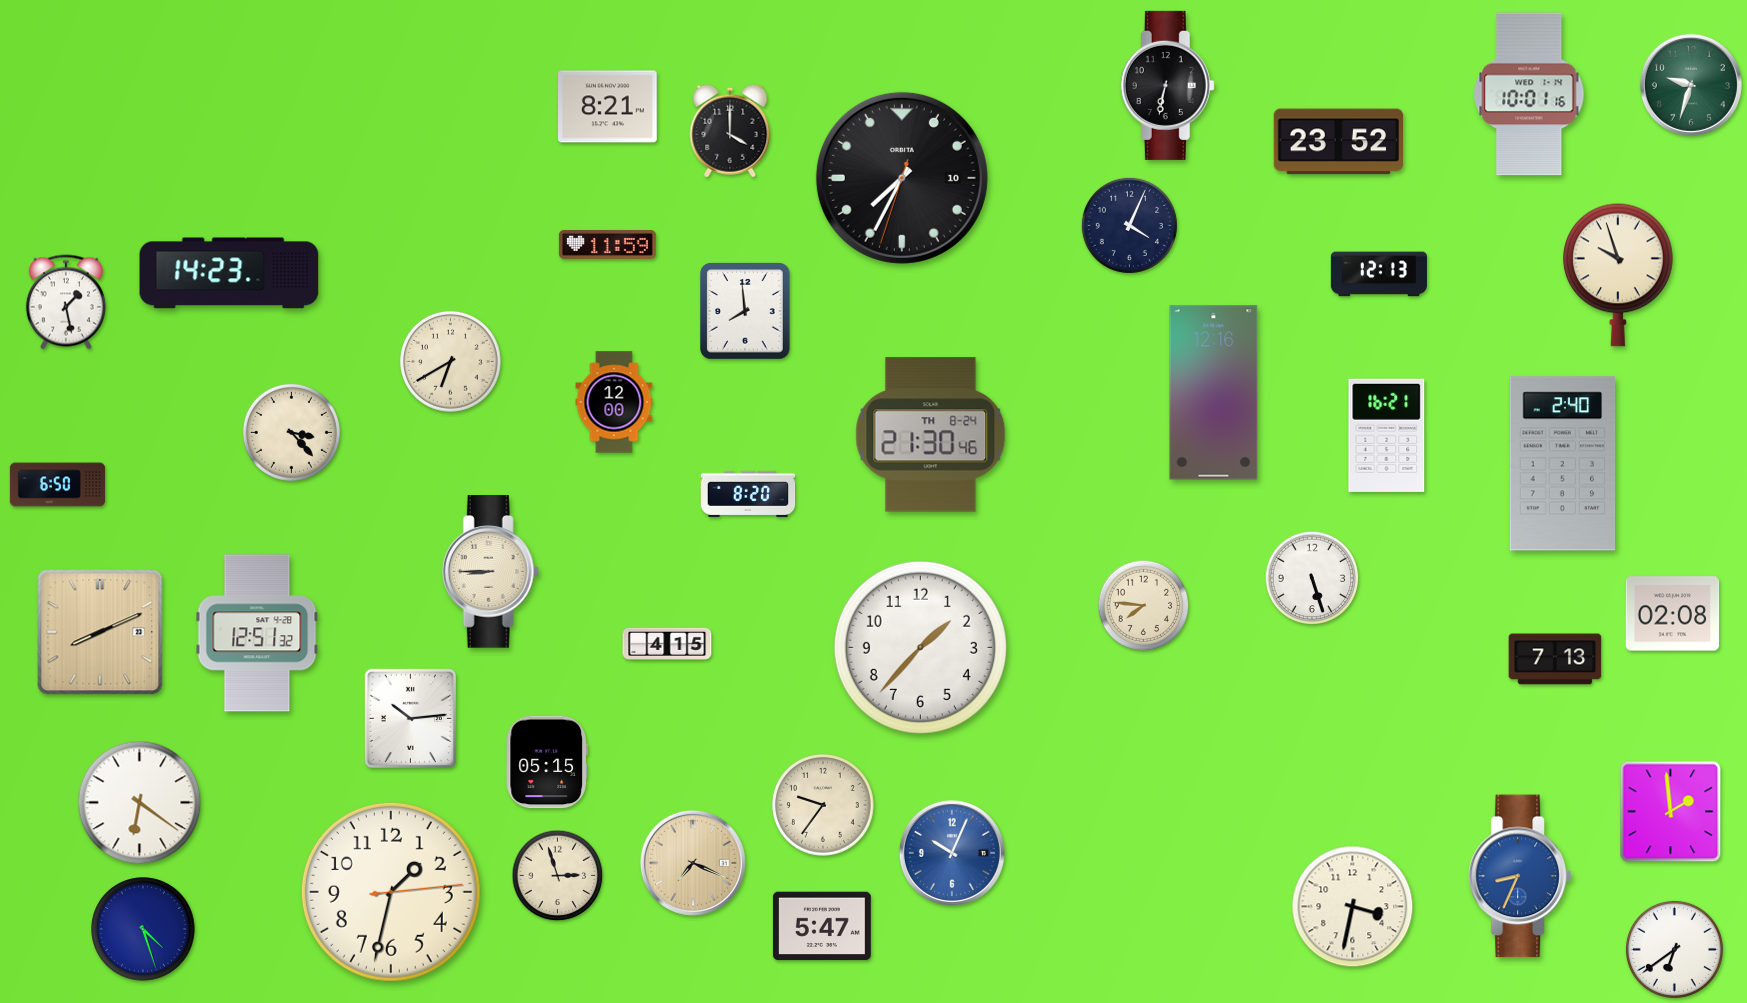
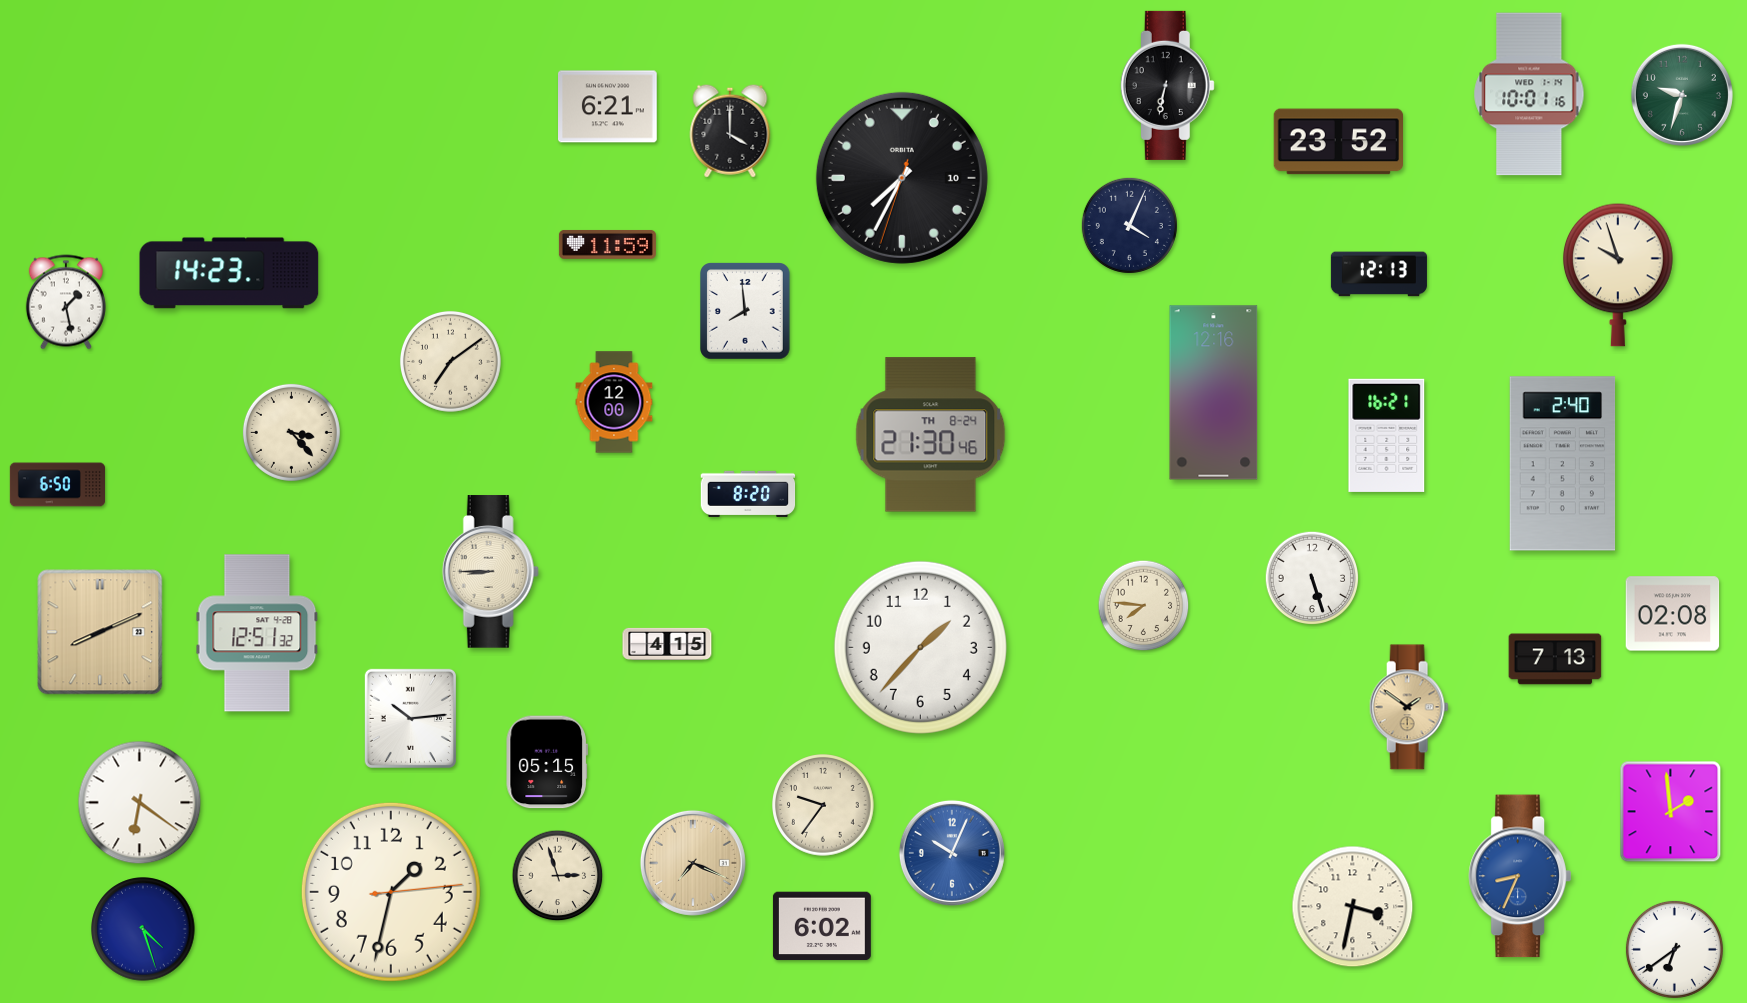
clock at (1691, 85) position: (1691, 85) -> (1682, 95)
clock at (608, 107): 8:21 -> 6:21
clock at (450, 361): 6:40 -> 7:09
clock at (1409, 707): none -> 1:51
clock at (822, 926): 5:47 -> 6:02
